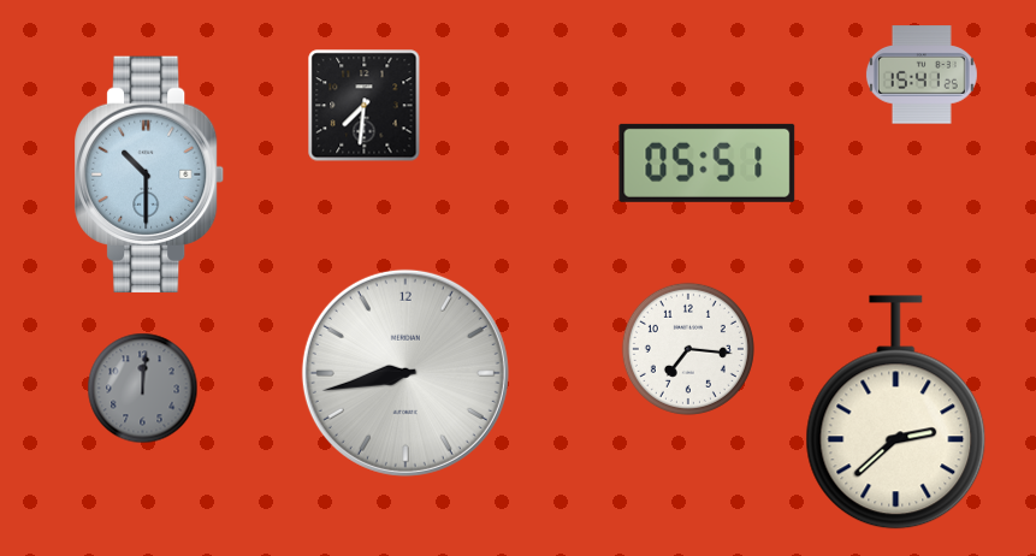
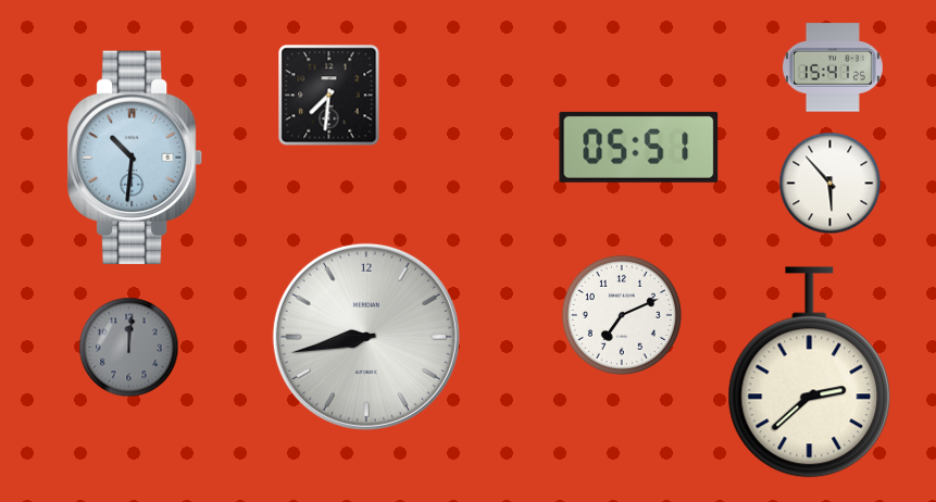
clock at (150, 173): 10:30 -> 10:31
clock at (831, 184): none -> 5:53
clock at (688, 349): 7:16 -> 7:11
clock at (143, 389) position: (143, 389) -> (129, 348)
